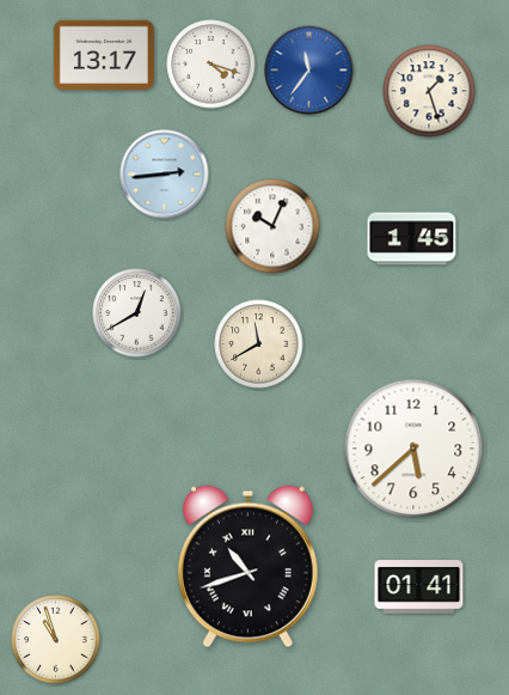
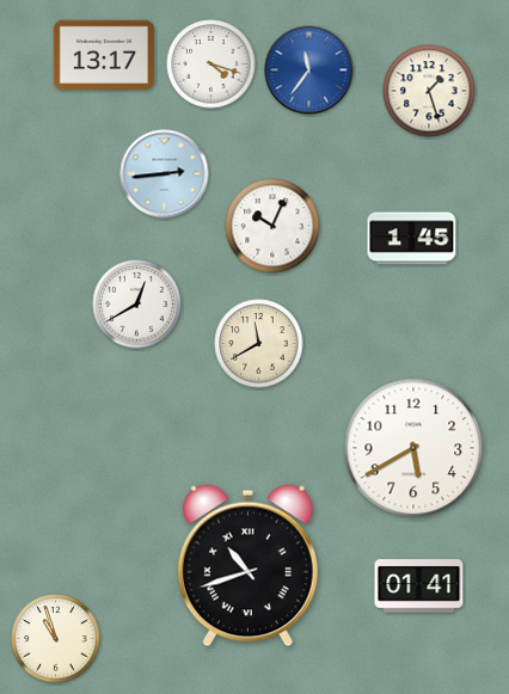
clock at (137, 313) position: (137, 313) -> (137, 305)
clock at (413, 449): 5:38 -> 5:40
